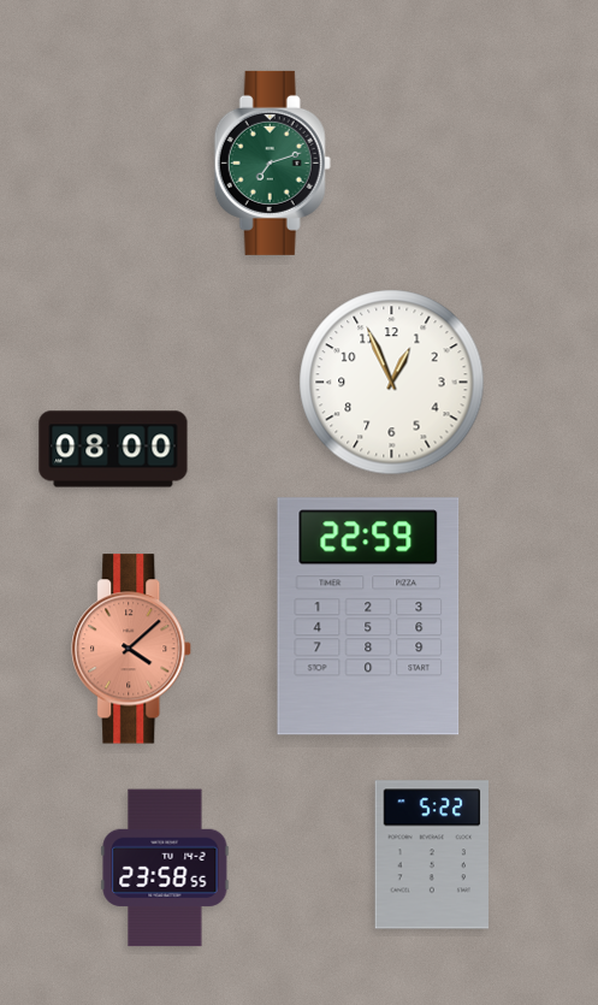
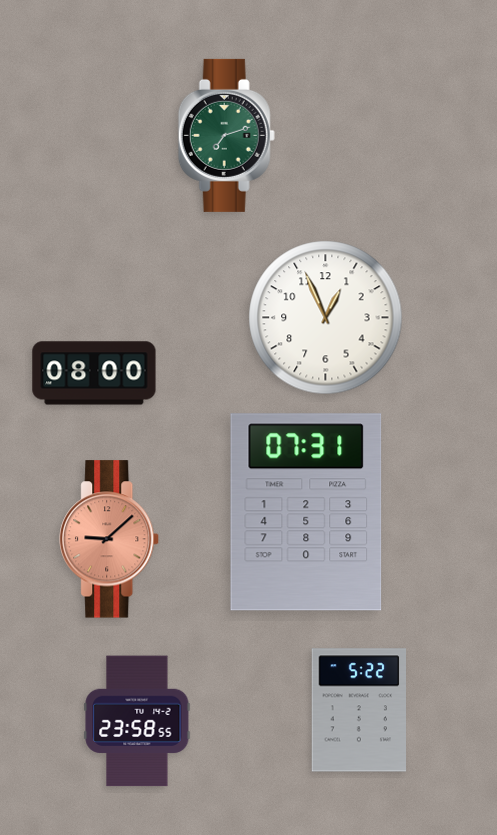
clock at (368, 616): 22:59 -> 07:31
clock at (132, 649): 4:08 -> 9:08
